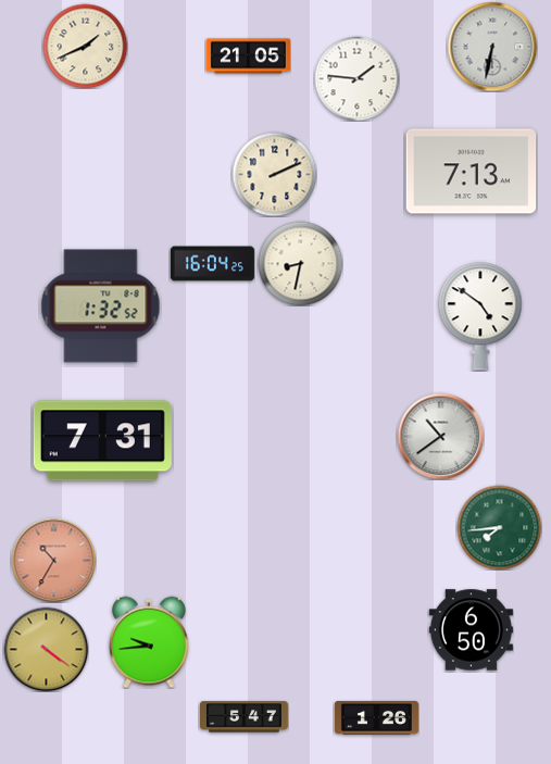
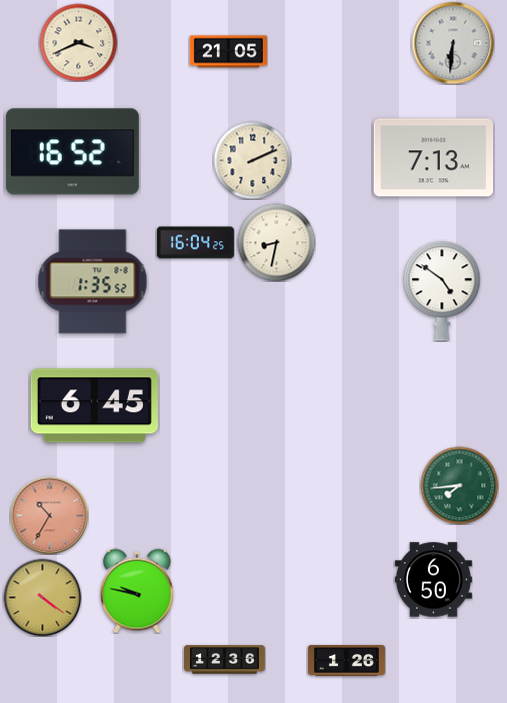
clock at (85, 46): 1:41 -> 3:41
clock at (492, 47): 6:32 -> 6:31
clock at (356, 78): 1:46 -> none
clock at (72, 152): none -> 16:52
clock at (101, 306): 1:32 -> 1:35
clock at (440, 436): 10:39 -> none
clock at (102, 441): 7:31 -> 6:45
clock at (150, 642): 9:44 -> 9:47
clock at (245, 717): 5:47 -> 12:36
